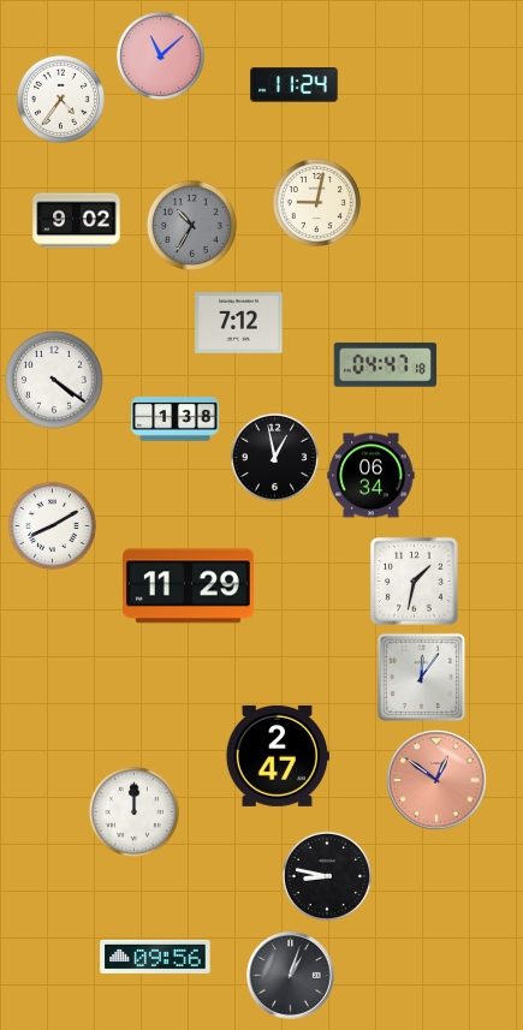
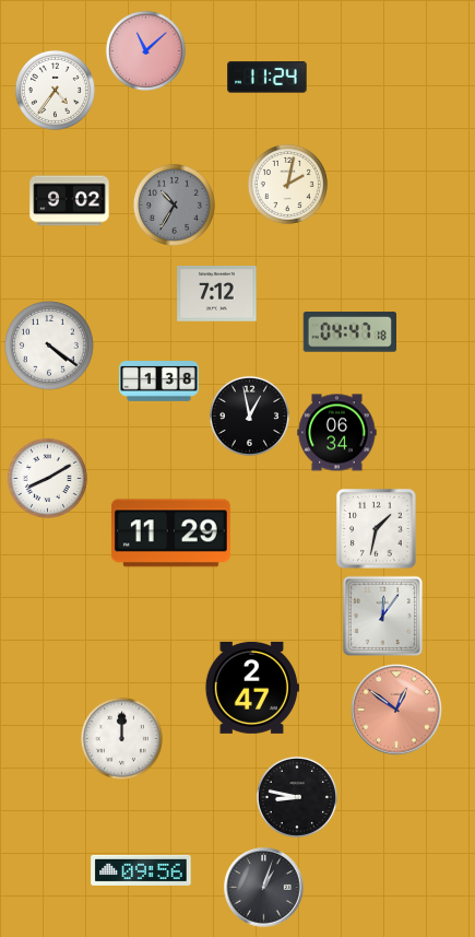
clock at (316, 202): 9:02 -> 2:02
